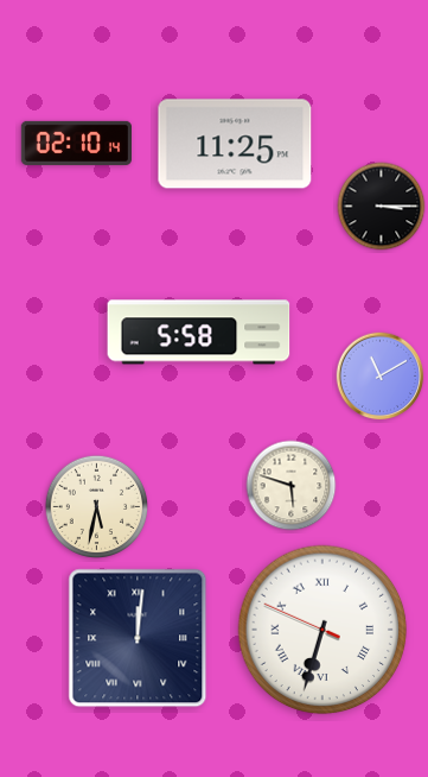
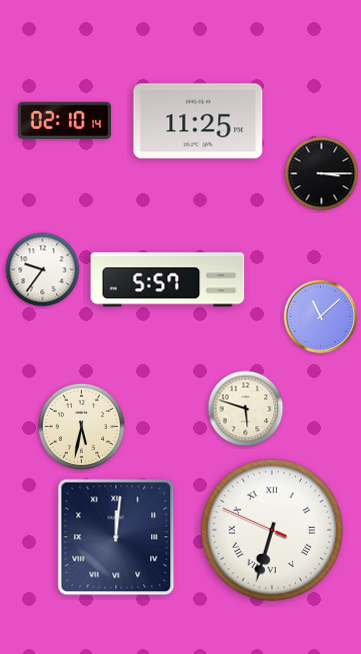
clock at (43, 270): none -> 9:36
clock at (199, 333): 5:58 -> 5:57
clock at (381, 377): 11:10 -> 11:08
